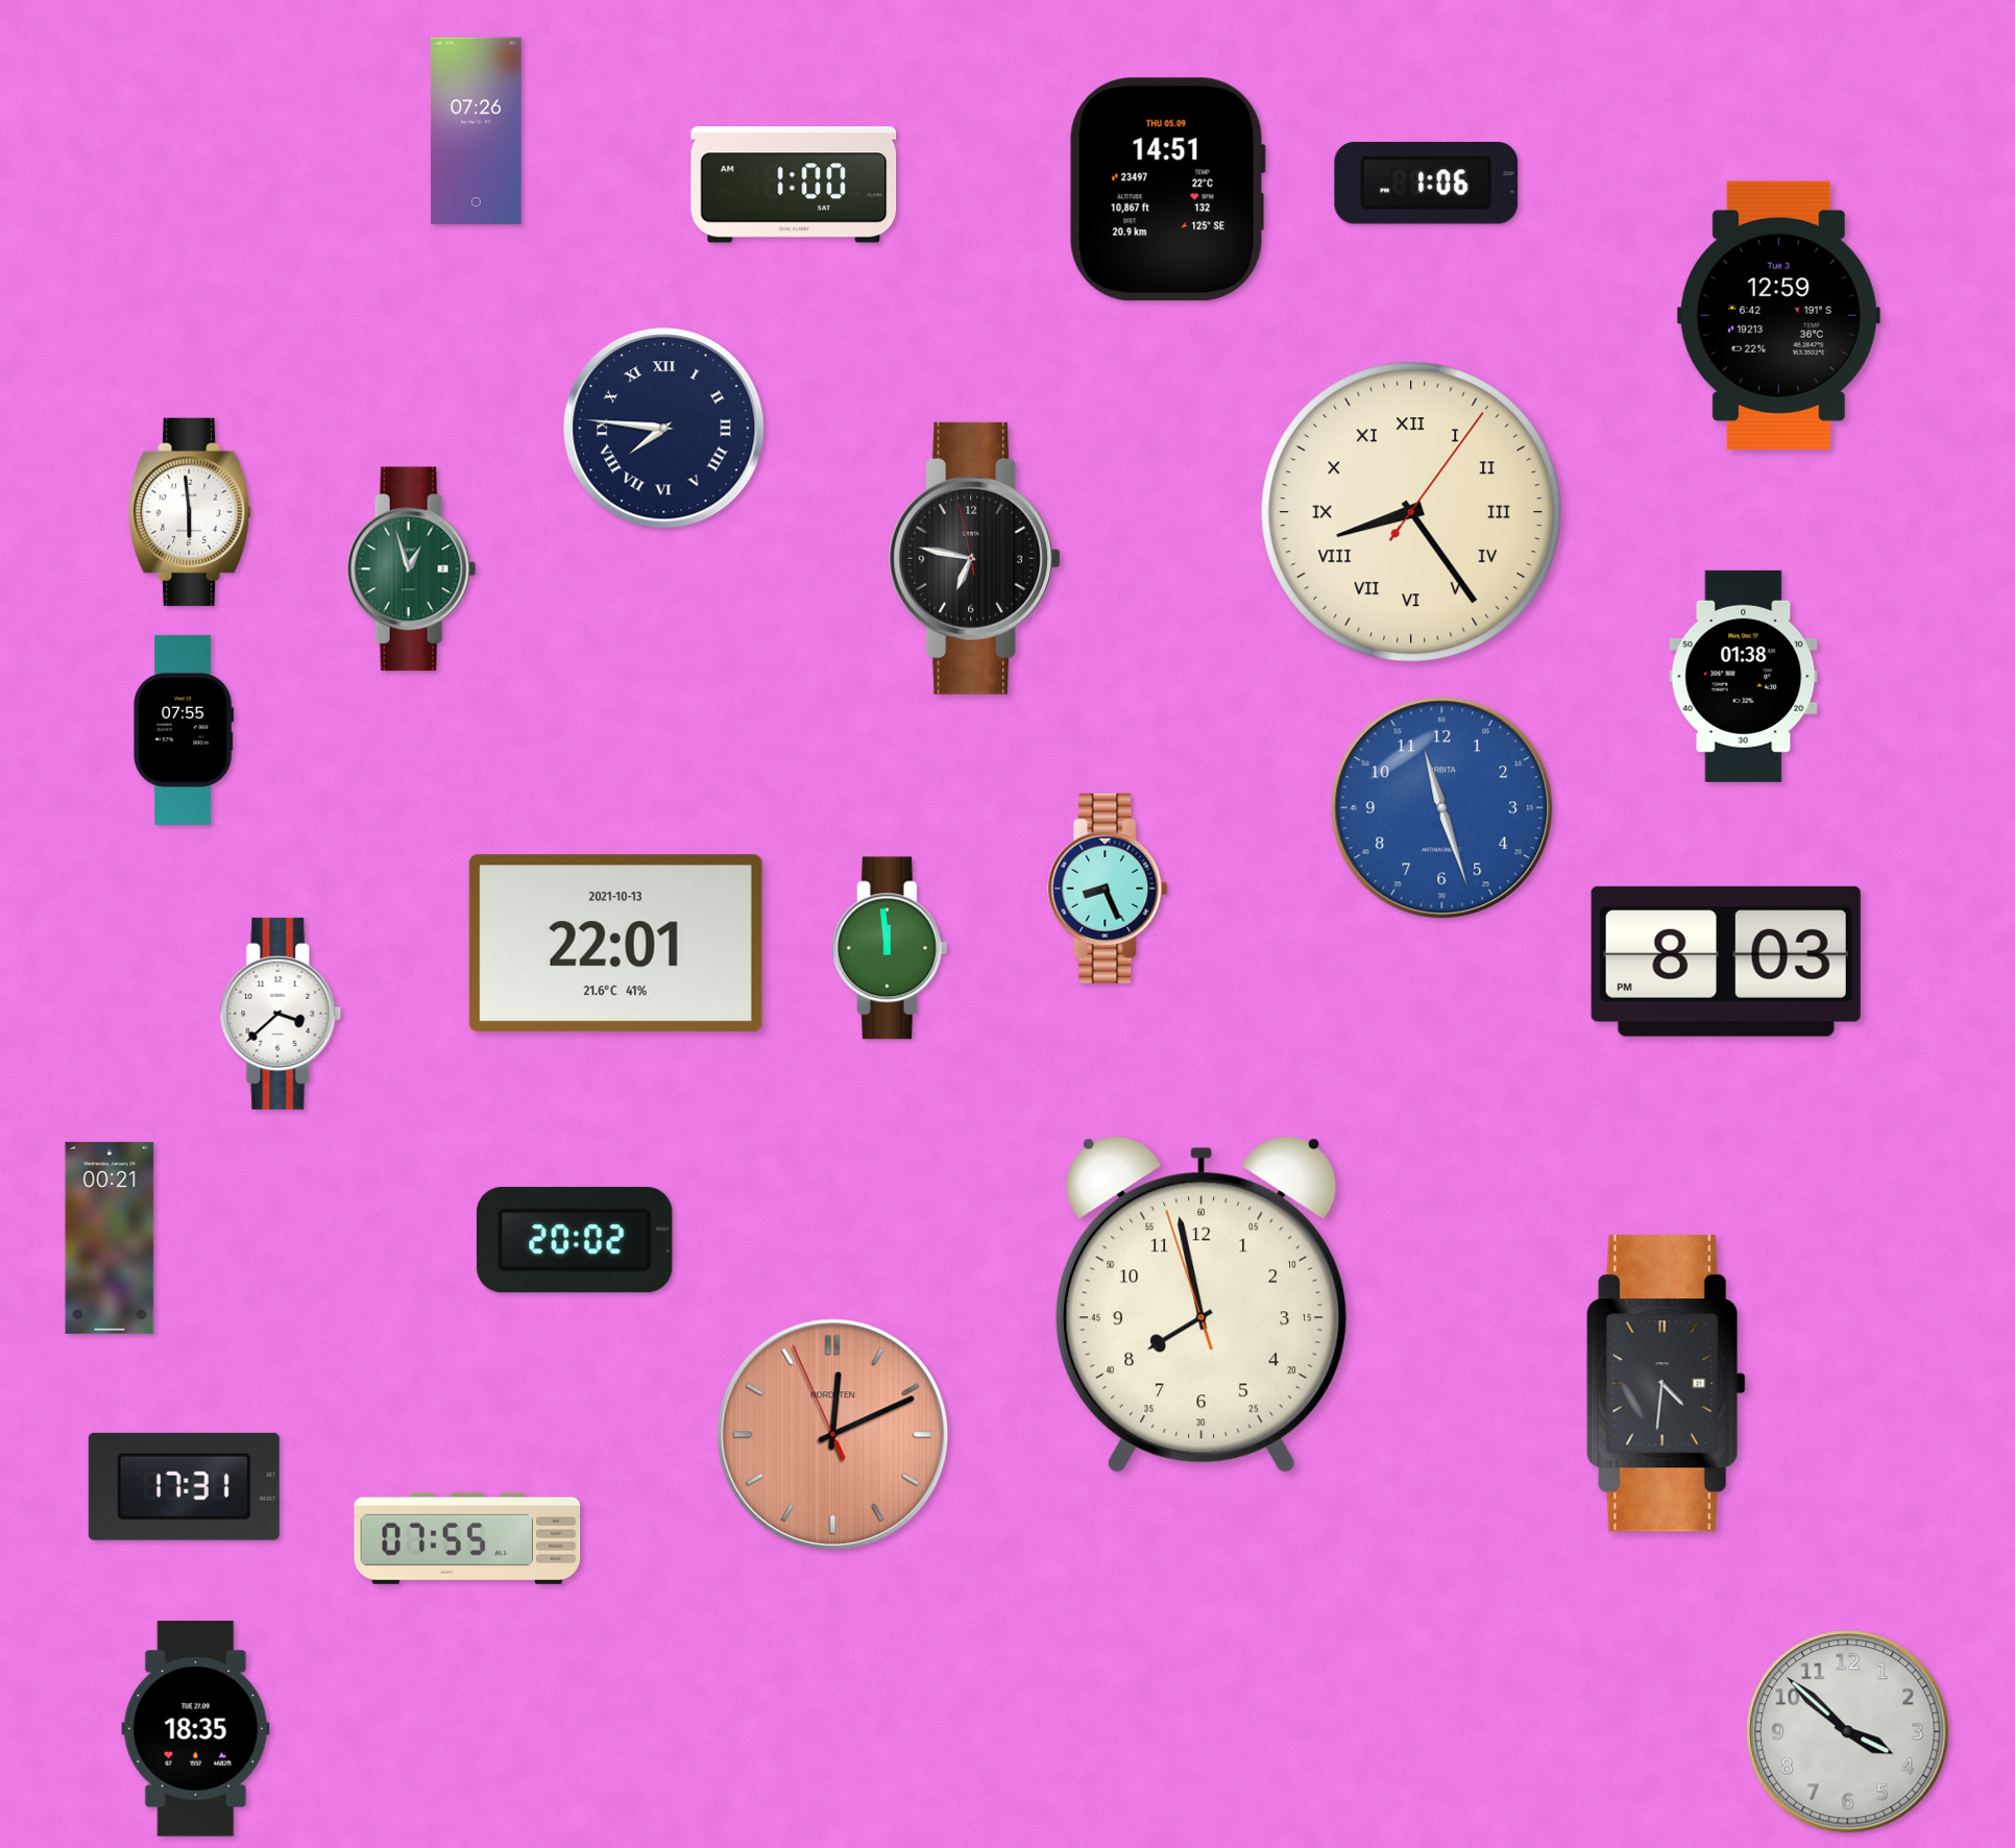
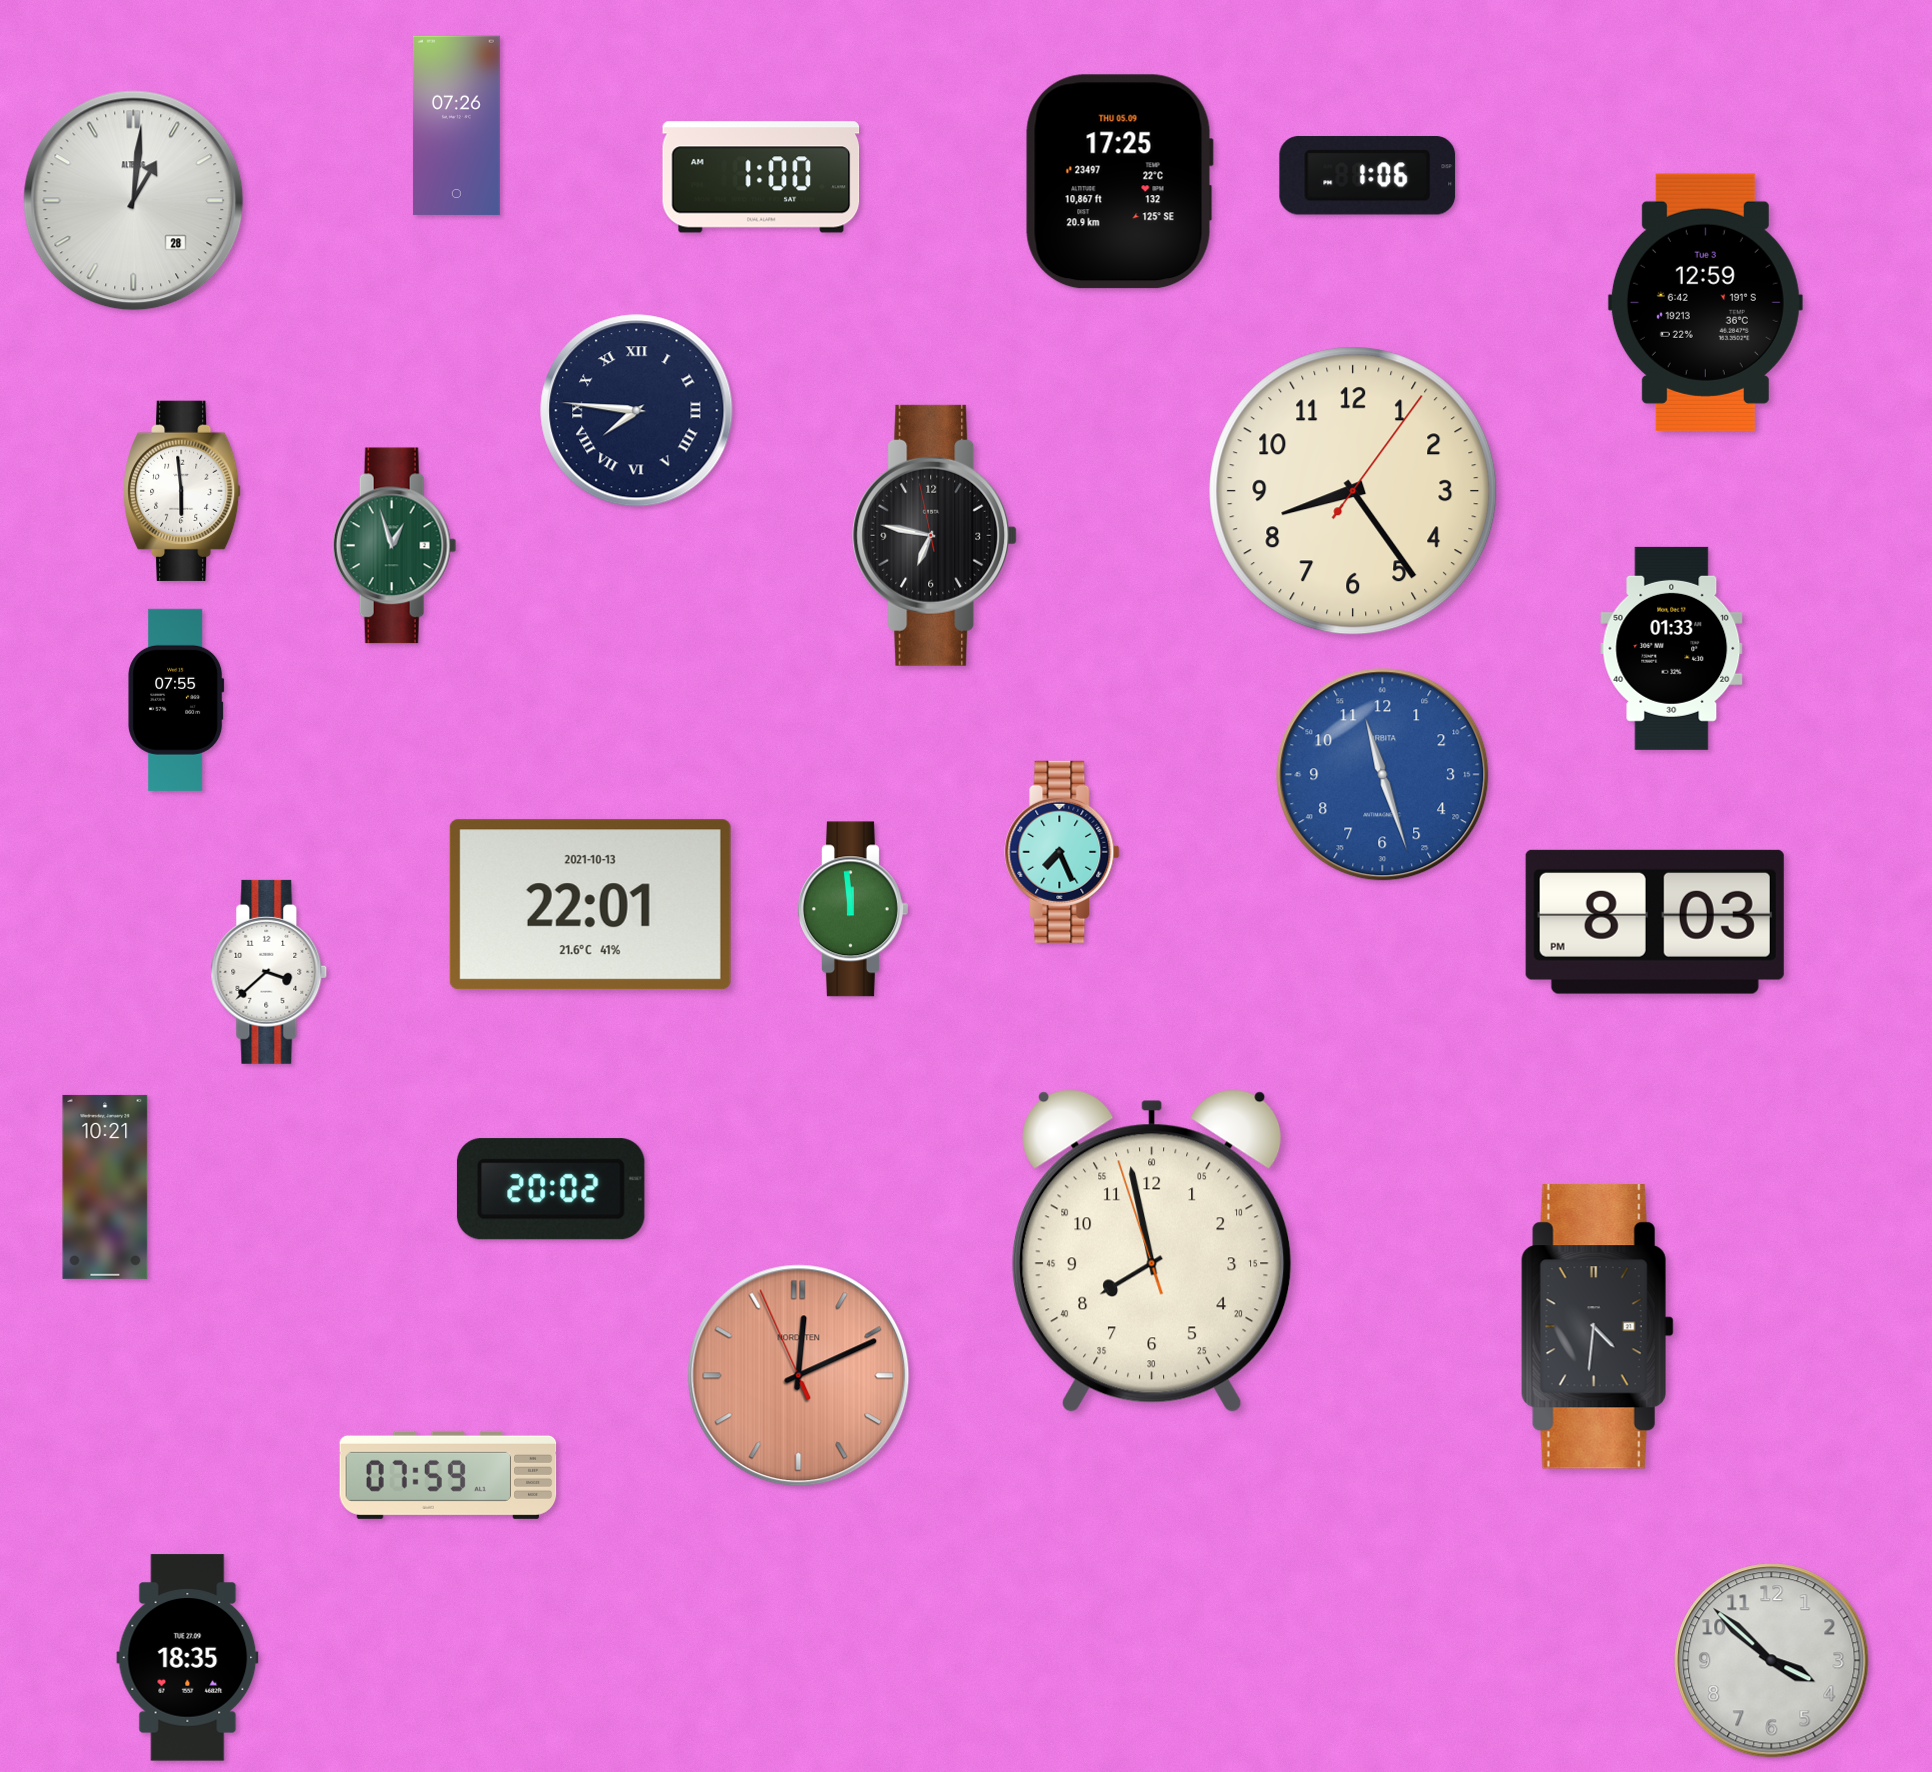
clock at (1167, 190): 14:51 -> 17:25
clock at (134, 201): none -> 1:01
clock at (1411, 512) numerals: Roman -> Arabic
clock at (1744, 676): 01:38 -> 01:33
clock at (1108, 889): 8:26 -> 7:26
clock at (110, 1238): 00:21 -> 10:21
clock at (184, 1486): 17:31 -> none
clock at (467, 1538): 07:55 -> 07:59
